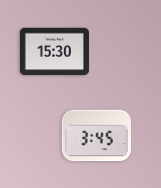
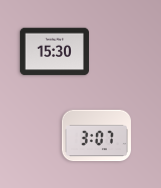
clock at (96, 136): 3:45 -> 3:07
